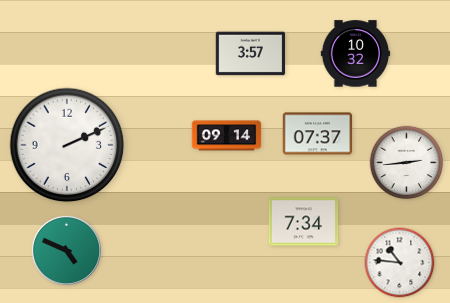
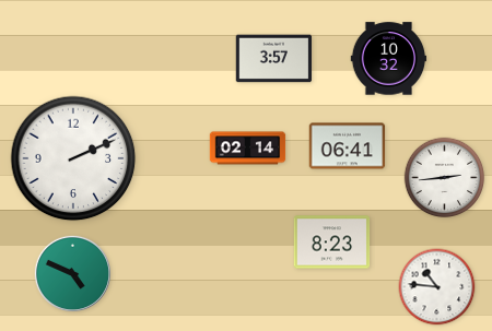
clock at (318, 134): 07:37 -> 06:41
clock at (227, 136): 09:14 -> 02:14
clock at (304, 222): 7:34 -> 8:23
